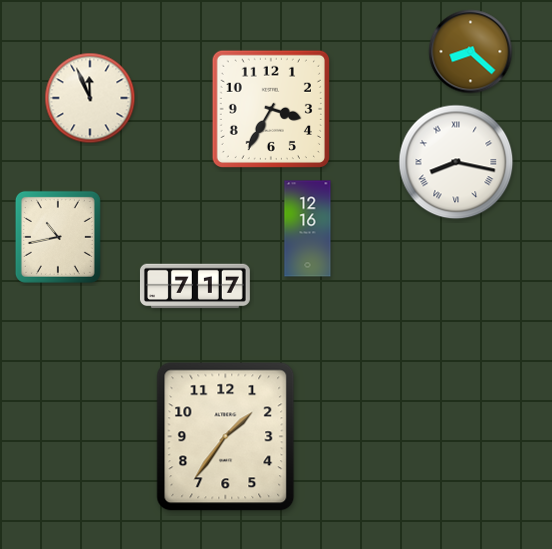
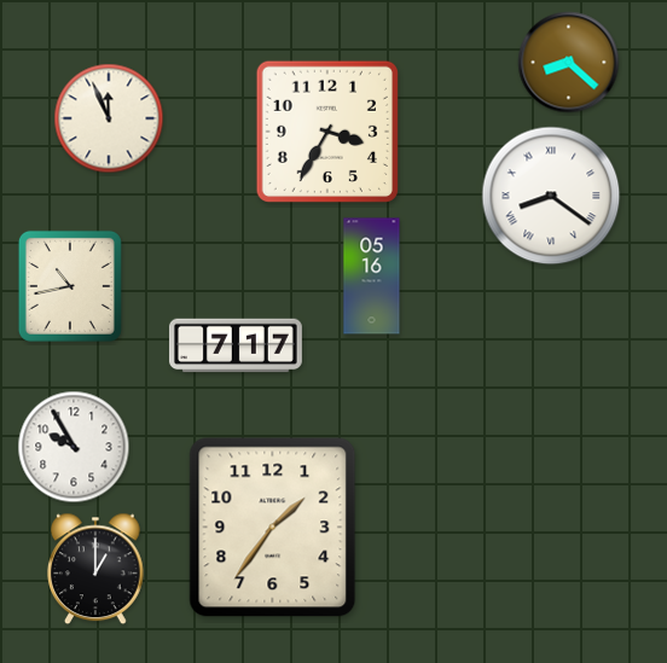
clock at (456, 162): 8:17 -> 8:21
clock at (308, 229): 12:16 -> 05:16
clock at (74, 447): none -> 9:55
clock at (97, 569): none -> 1:00
